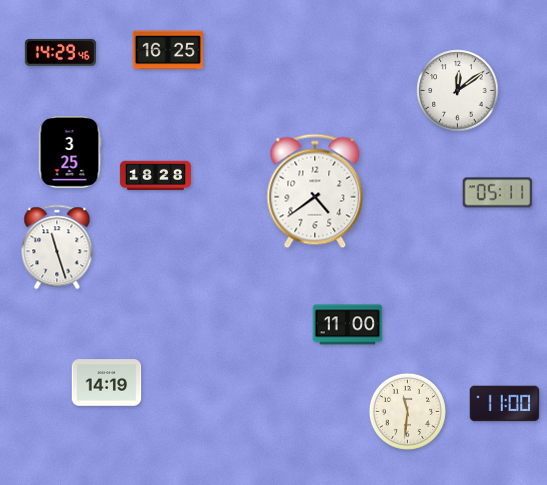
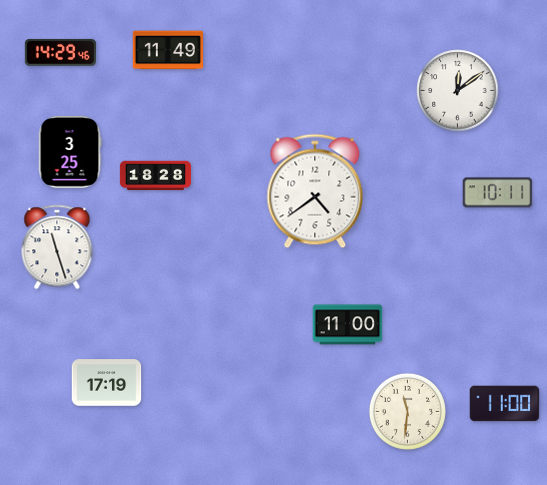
clock at (168, 50): 16:25 -> 11:49
clock at (498, 193): 05:11 -> 10:11
clock at (107, 383): 14:19 -> 17:19
